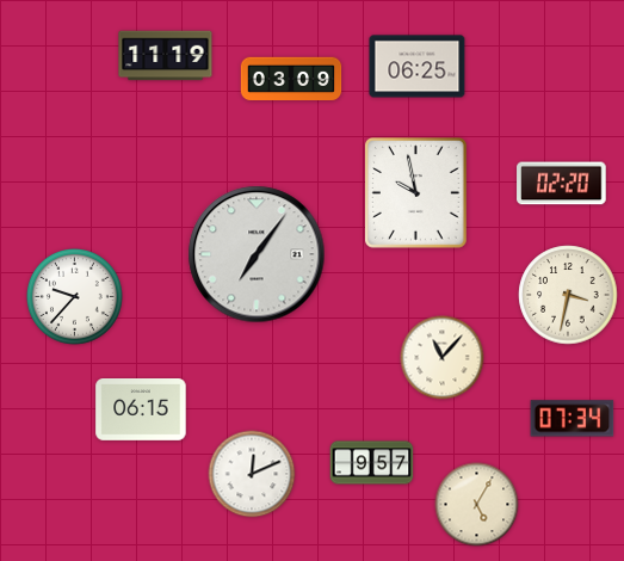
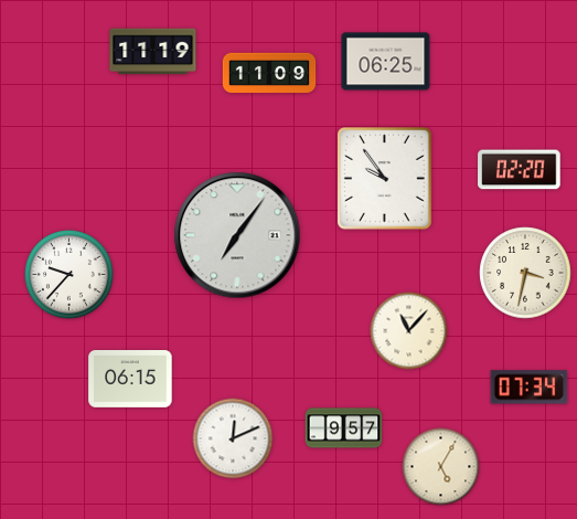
clock at (291, 79): 03:09 -> 11:09
clock at (416, 193): 9:58 -> 9:54
